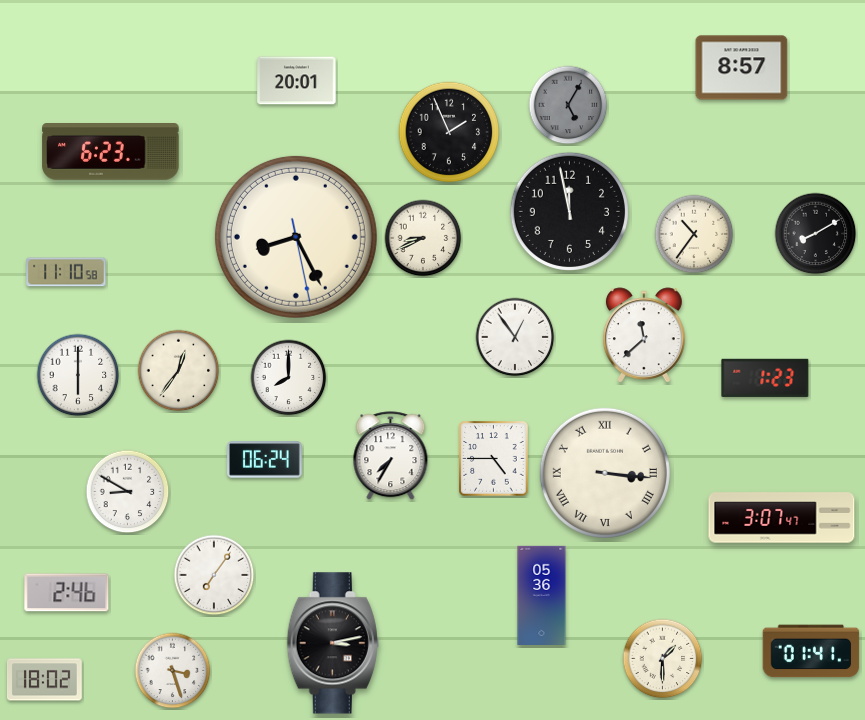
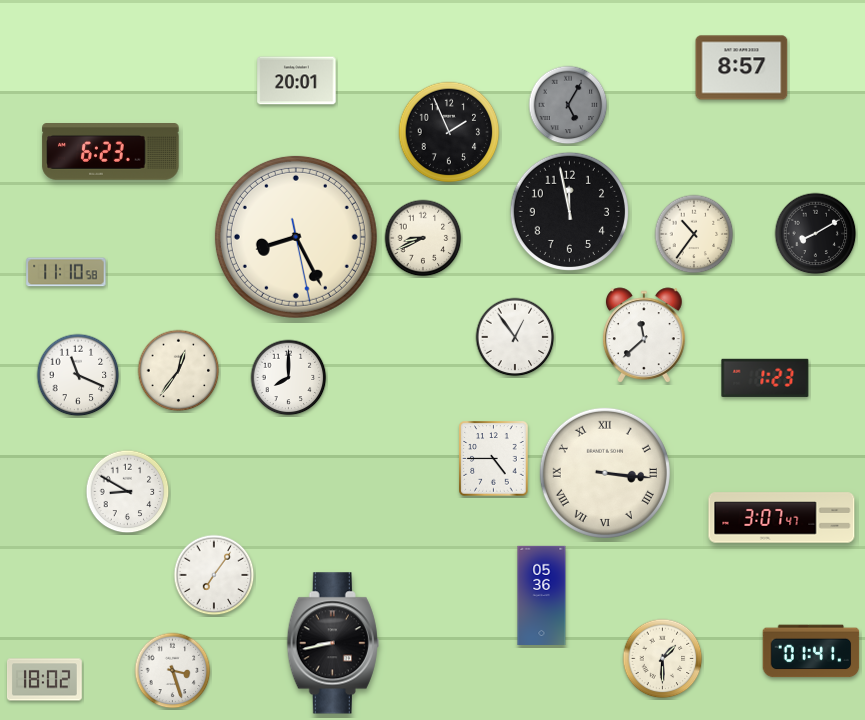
clock at (78, 375): 6:00 -> 11:19
clock at (391, 456): 7:35 -> none
clock at (265, 460): 06:24 -> none
clock at (67, 593): 2:46 -> none
clock at (333, 643): 3:13 -> 8:43
